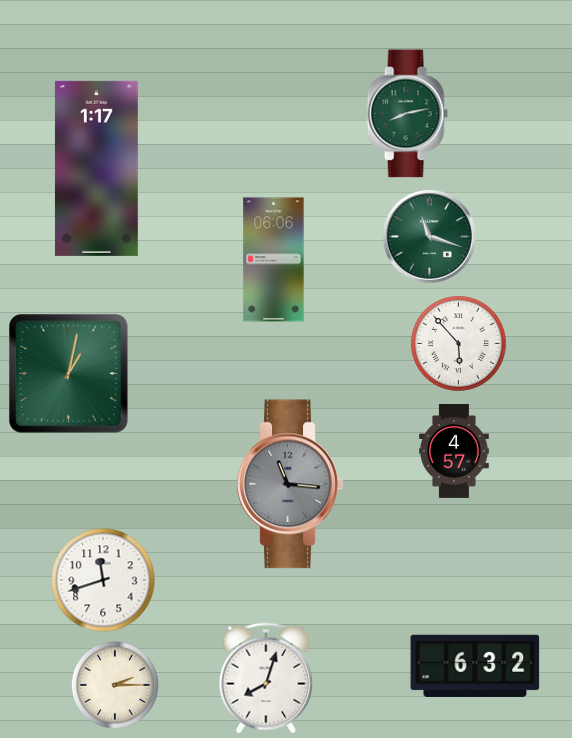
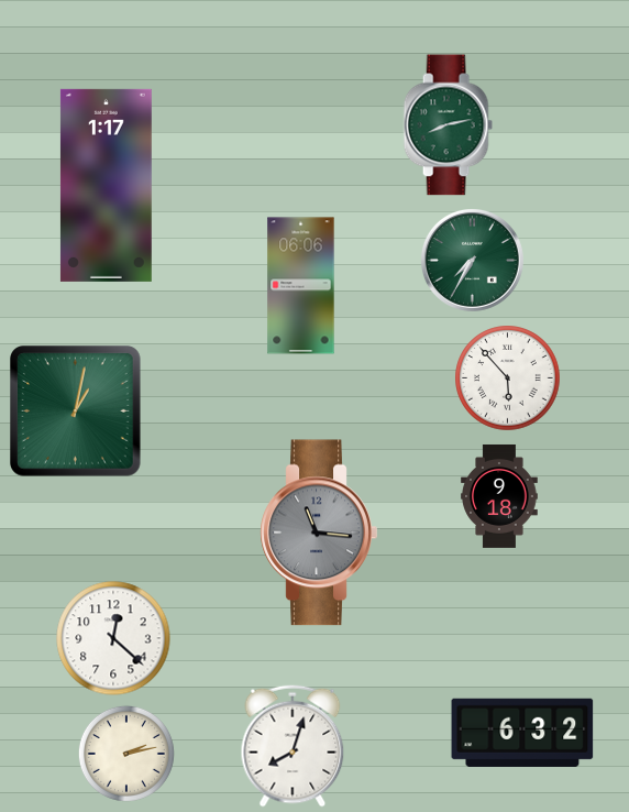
clock at (429, 236): 11:18 -> 7:35
clock at (459, 344) position: (459, 344) -> (508, 378)
clock at (454, 451): 4:57 -> 9:18
clock at (103, 580): 11:42 -> 12:22
clock at (115, 685): 2:15 -> 2:13
